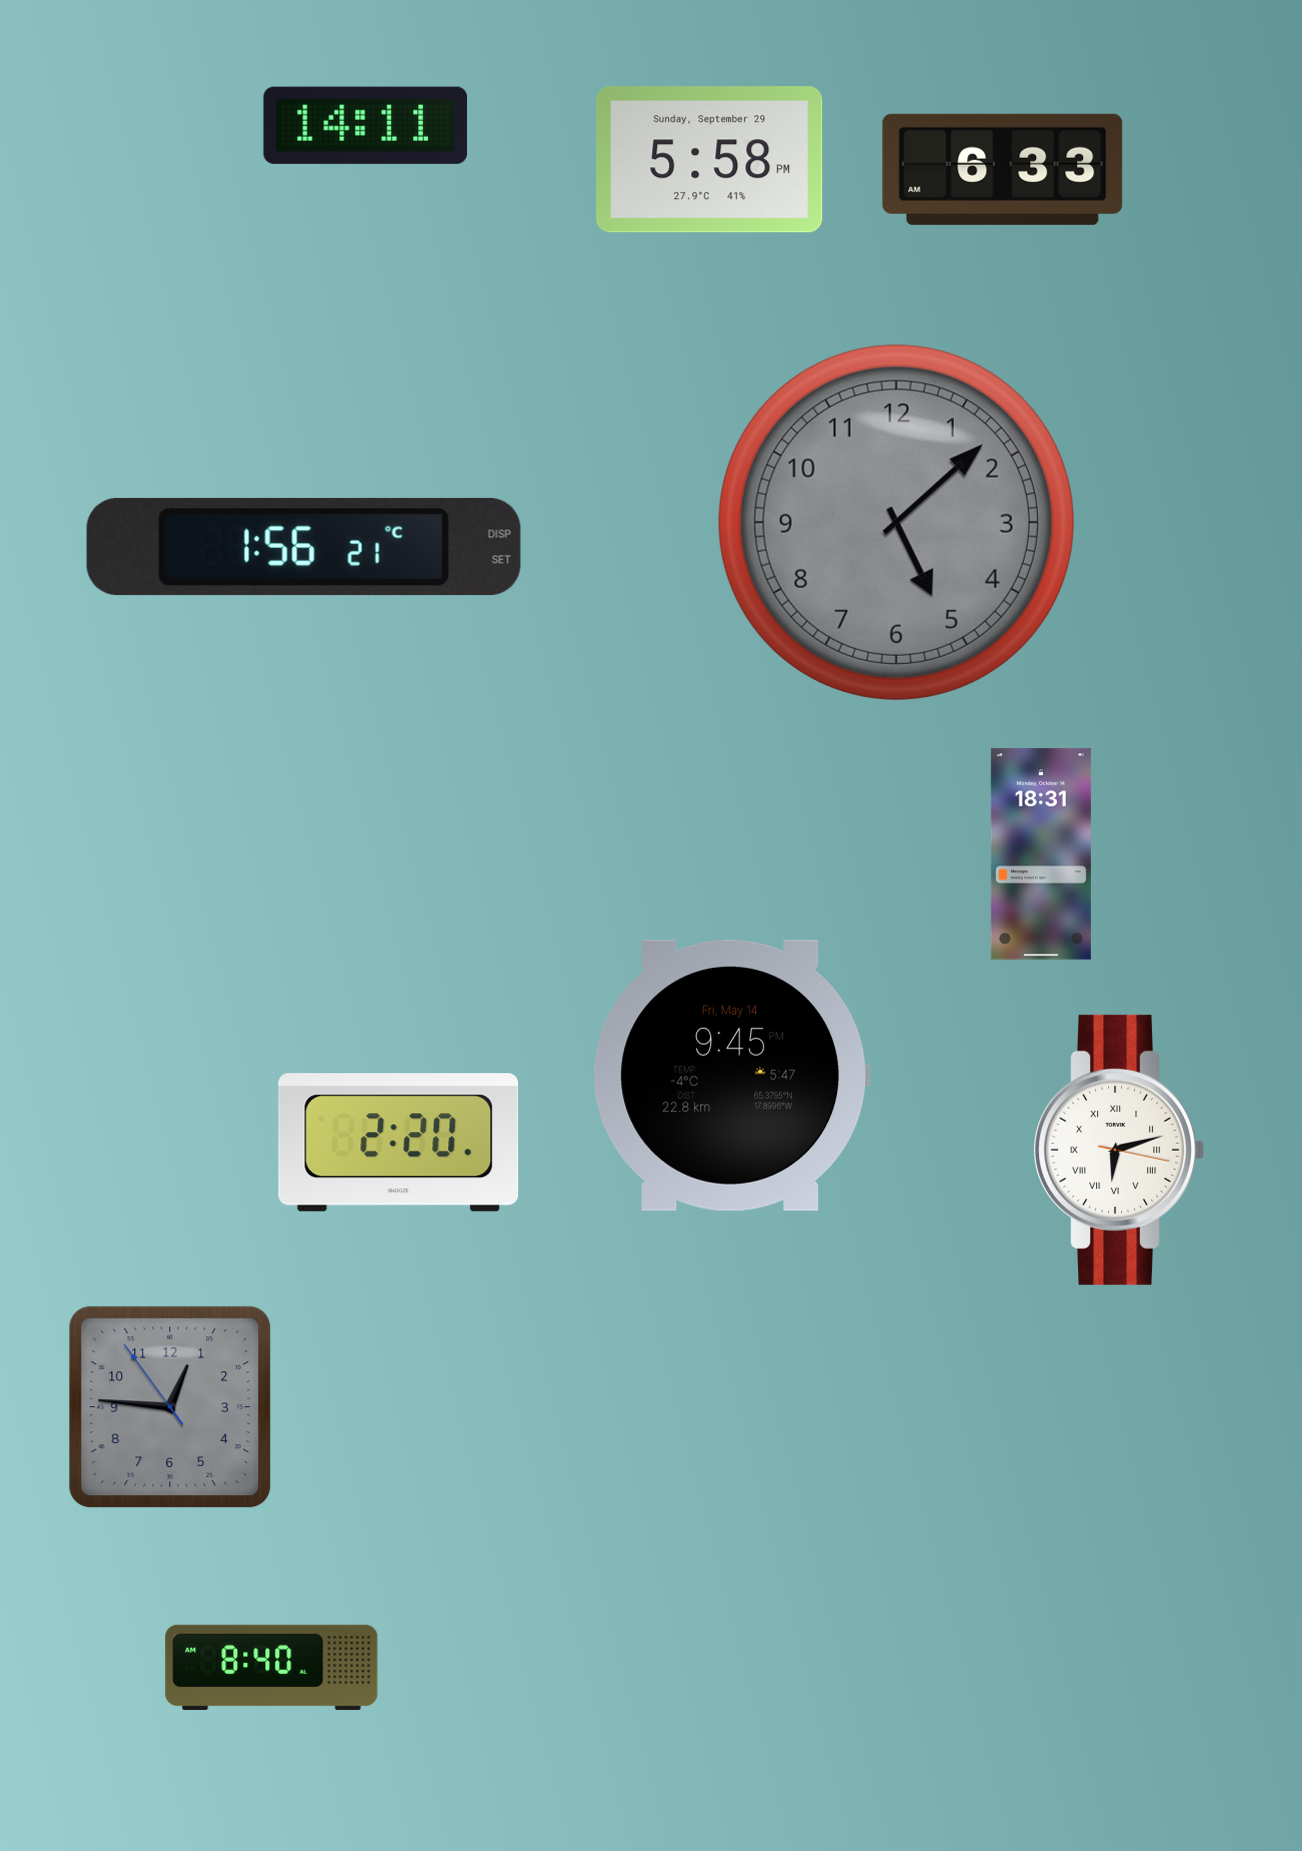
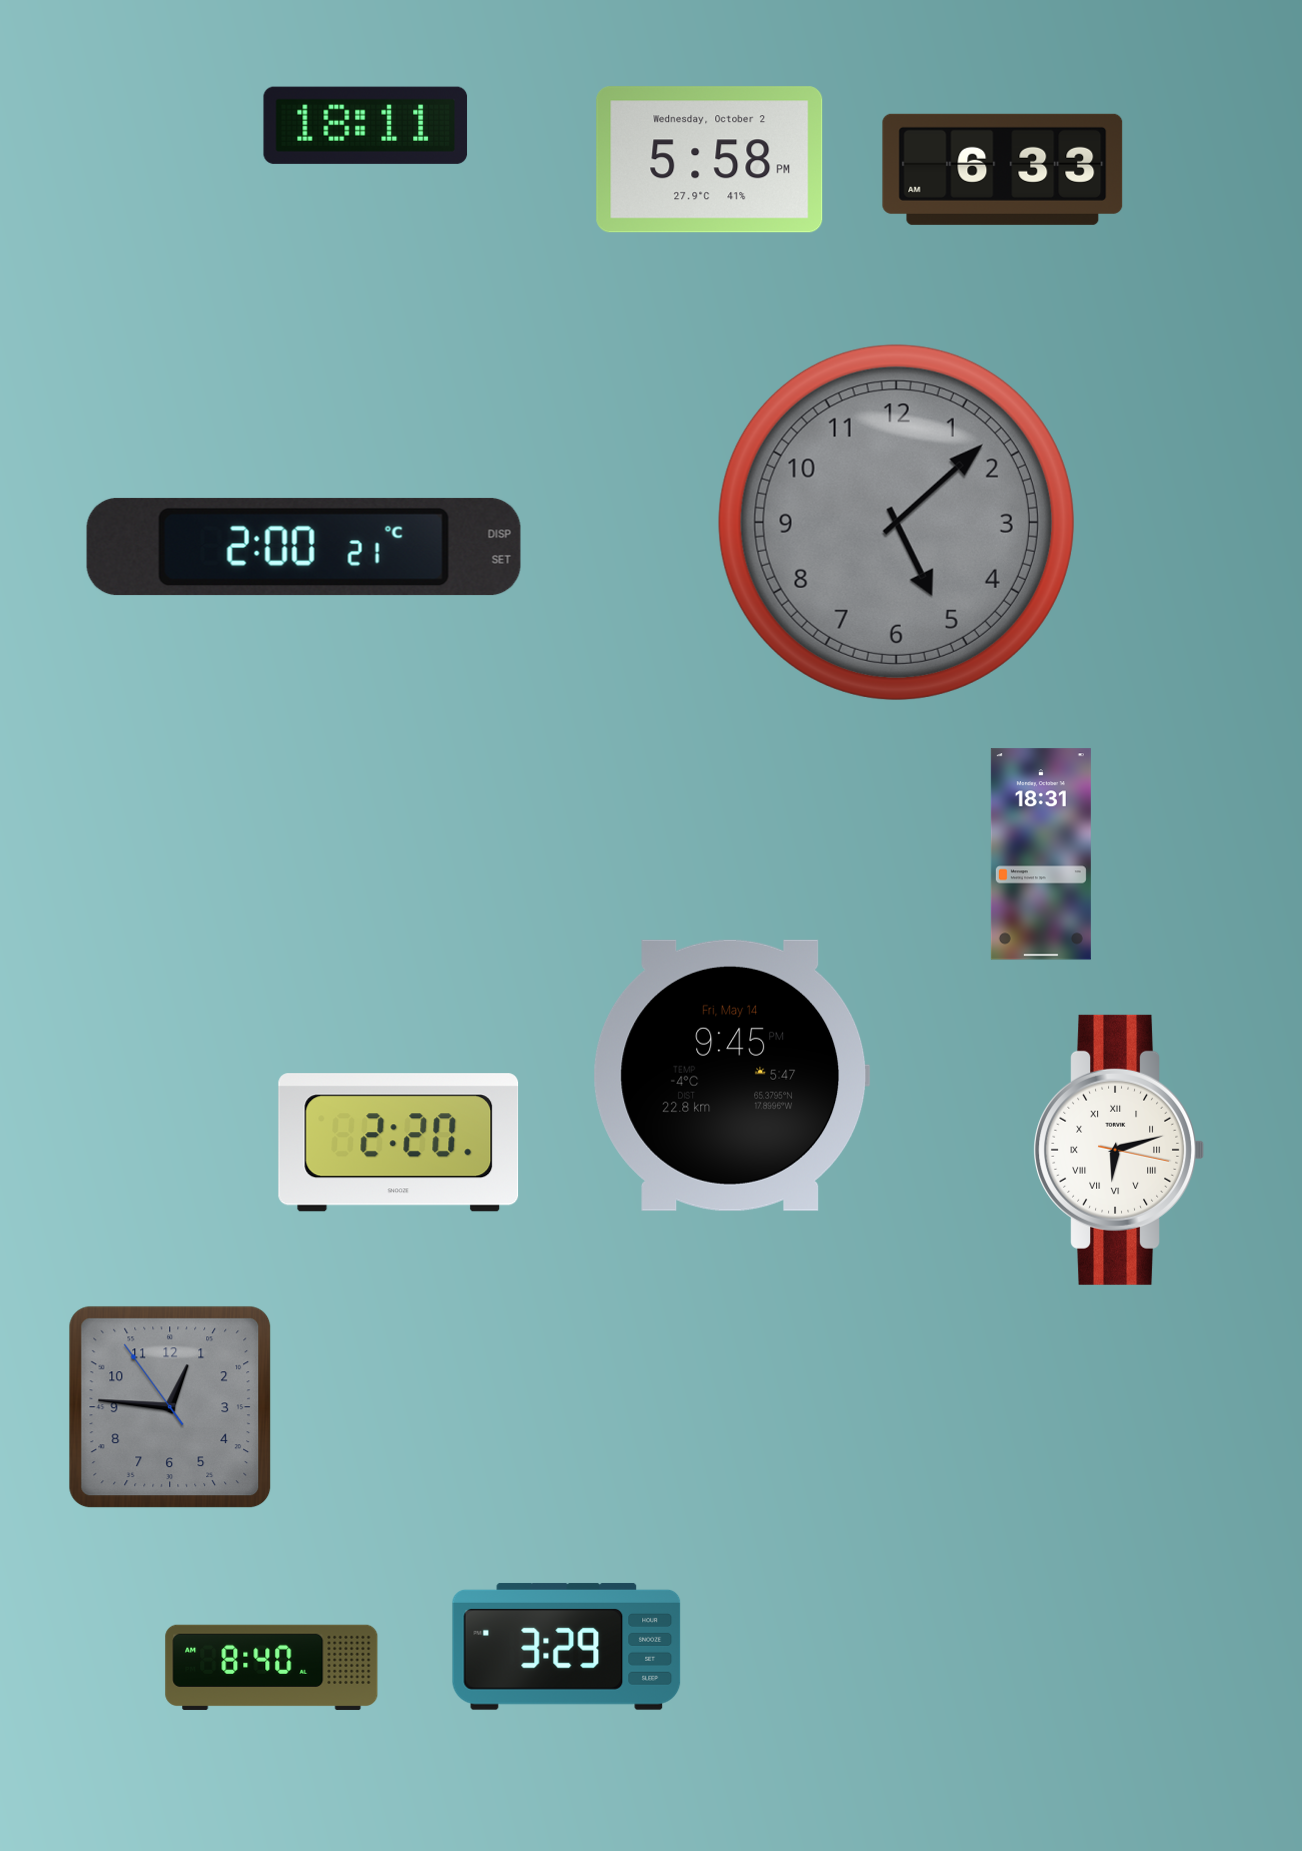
clock at (366, 125): 14:11 -> 18:11
clock at (710, 160) date: Sunday, September 29 -> Wednesday, October 2
clock at (304, 547): 1:56 -> 2:00
clock at (567, 1646): none -> 3:29
